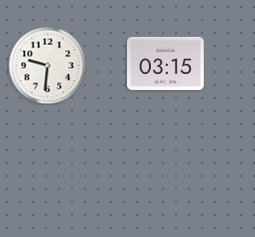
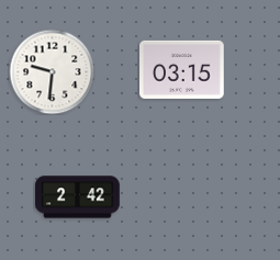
clock at (78, 197): none -> 2:42
